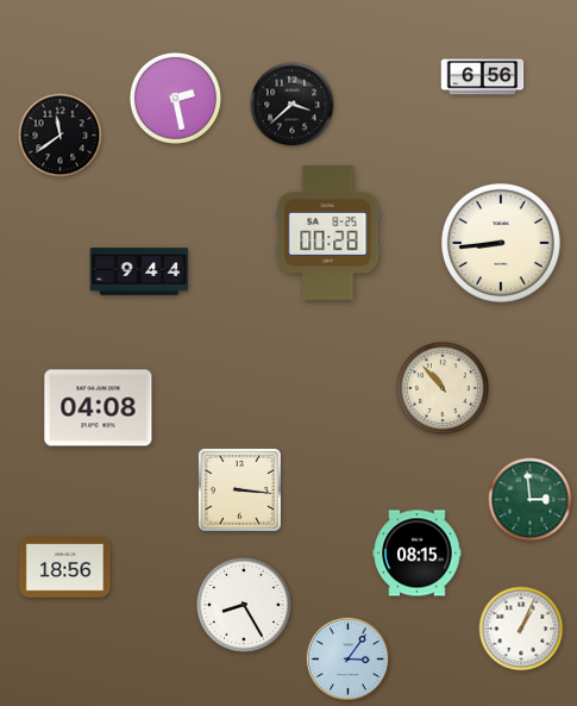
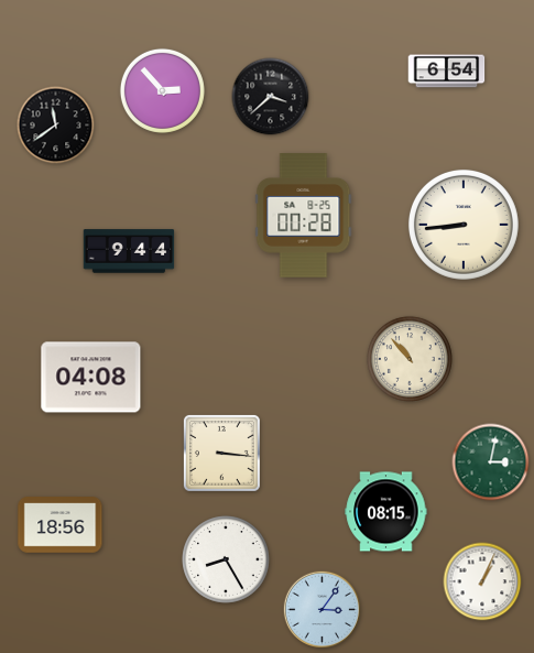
clock at (483, 77): 6:56 -> 6:54
clock at (175, 98): 2:28 -> 2:53
clock at (531, 500): 2:59 -> 3:02
